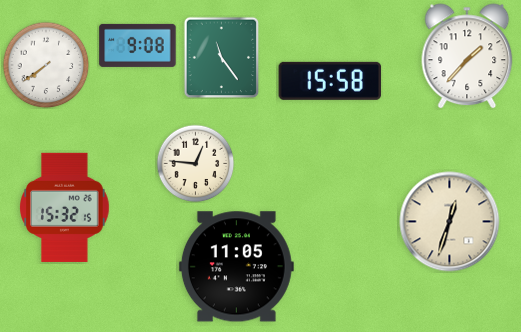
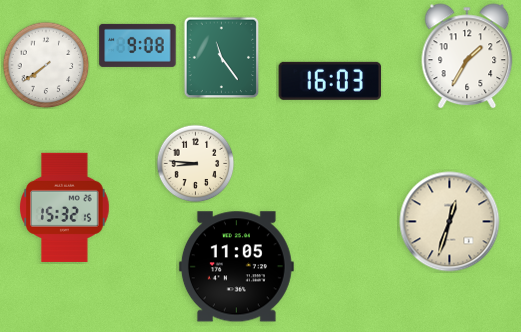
clock at (467, 56): 1:37 -> 1:35
clock at (330, 81): 15:58 -> 16:03
clock at (195, 163): 12:46 -> 8:46
